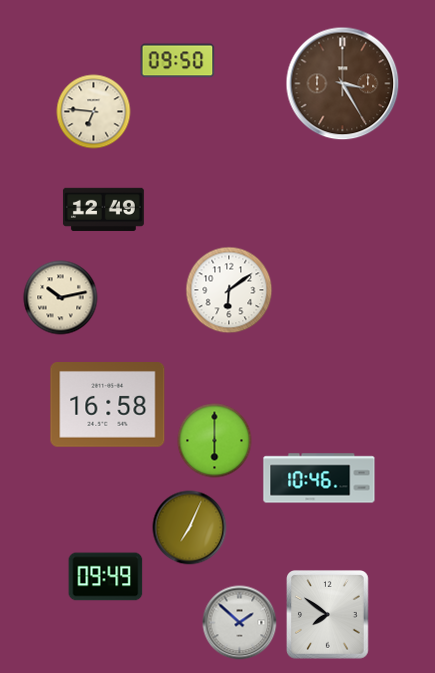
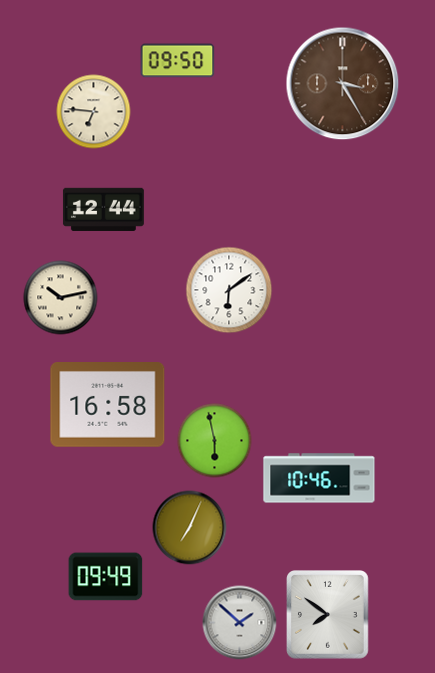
clock at (103, 209): 12:49 -> 12:44
clock at (215, 441): 6:00 -> 5:58
